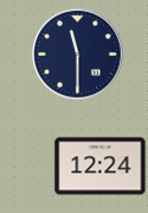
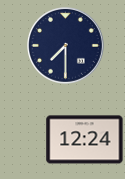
clock at (78, 55): 11:30 -> 7:30
